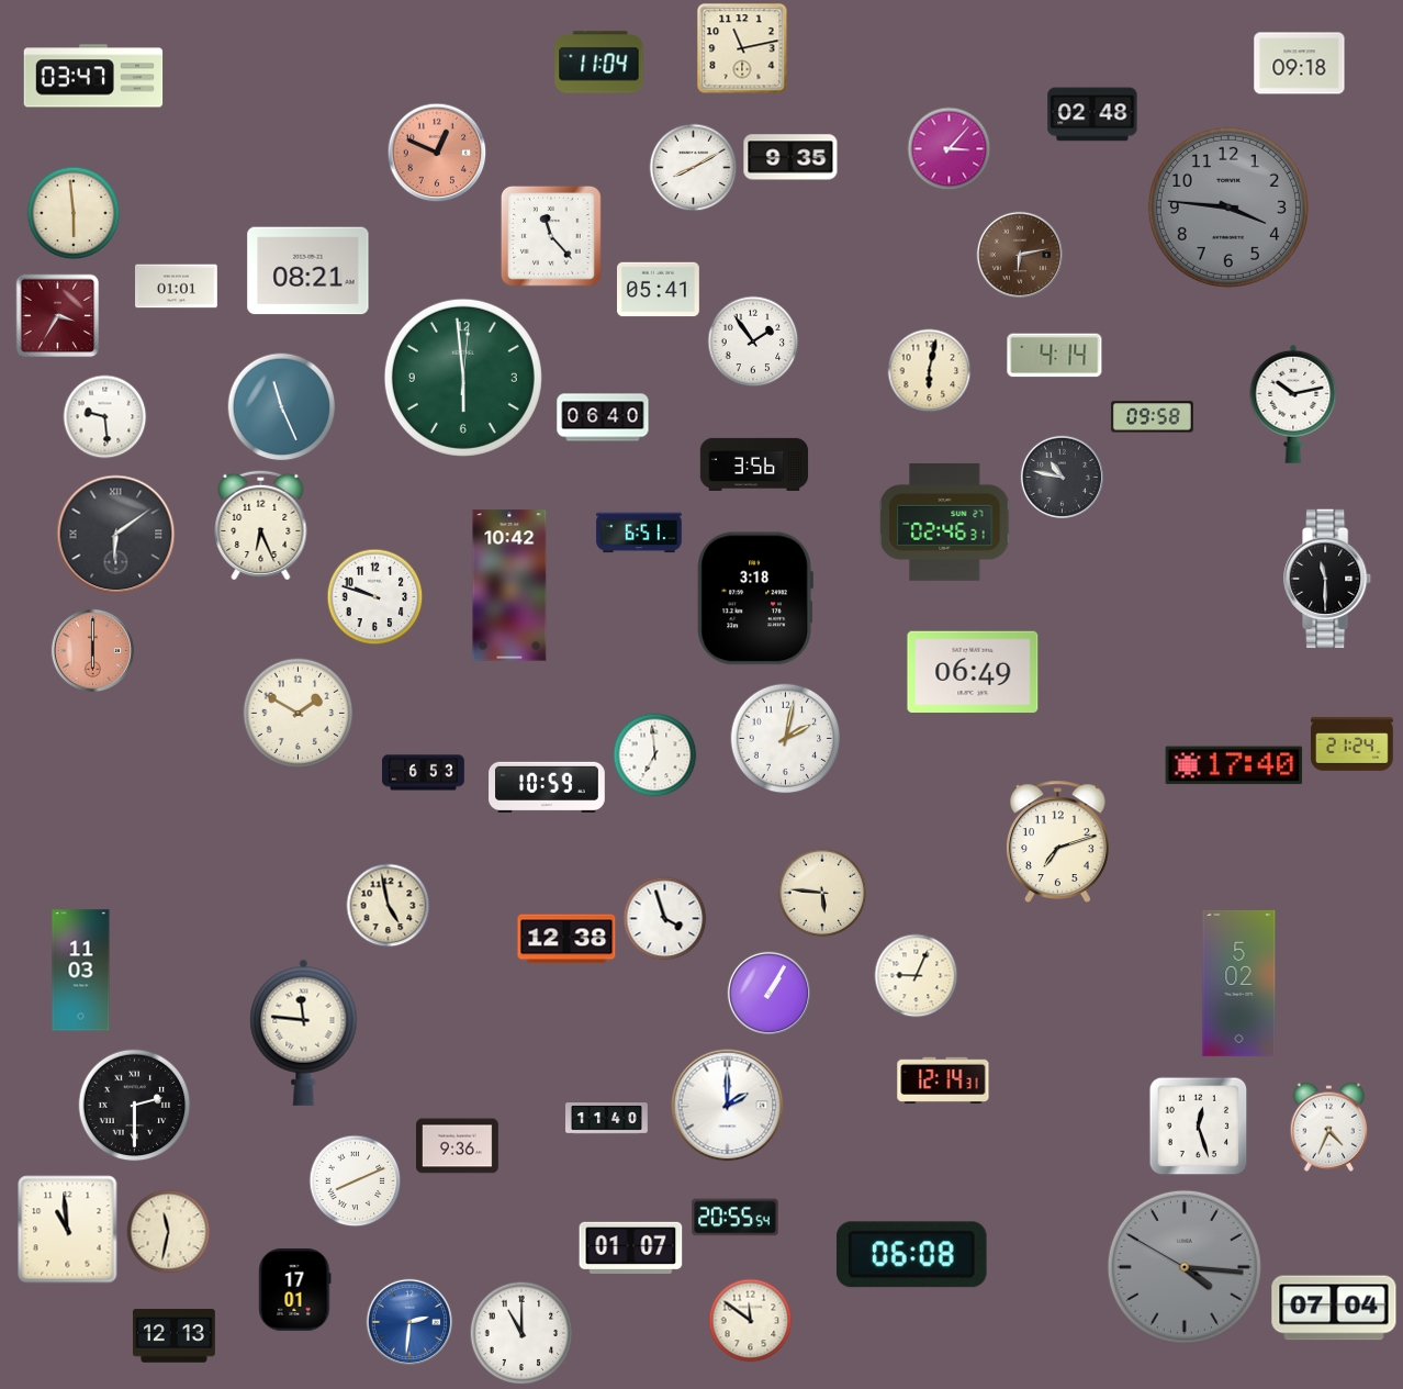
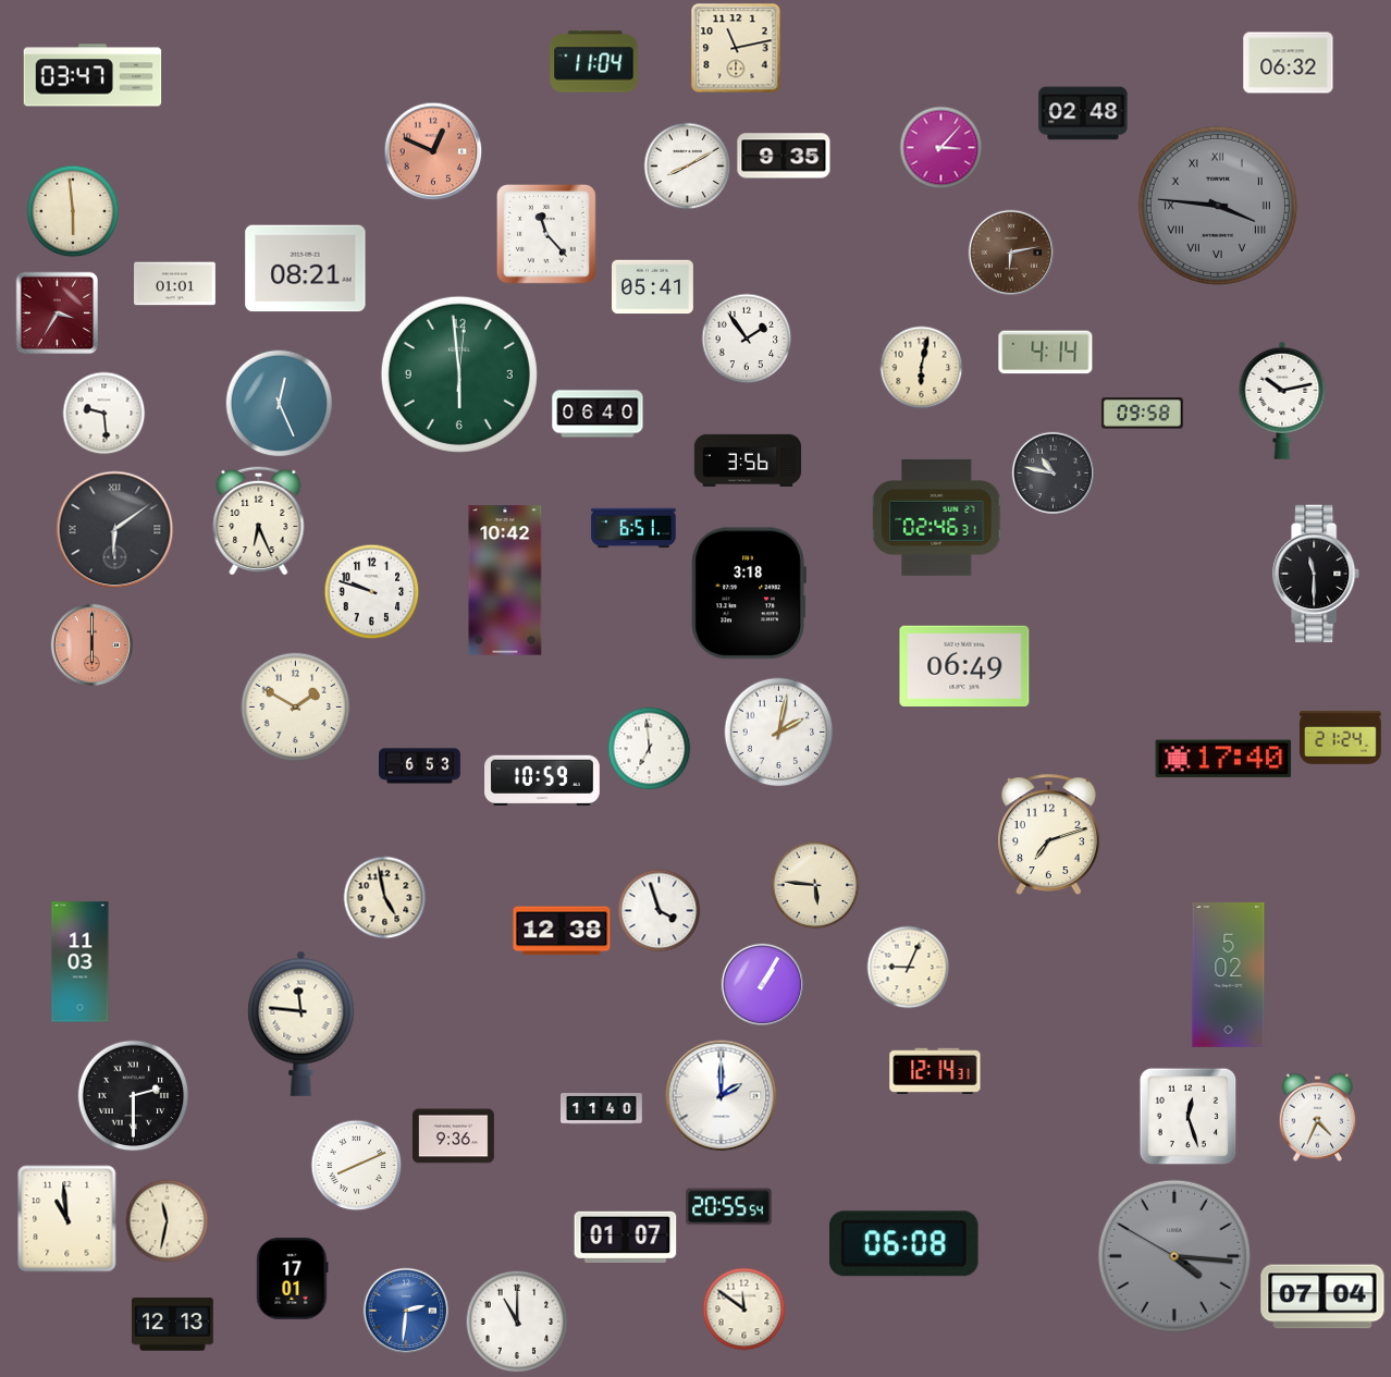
clock at (1300, 64): 09:18 -> 06:32
clock at (1228, 208) numerals: Arabic -> Roman
clock at (282, 407): 11:26 -> 12:26
clock at (356, 1181) position: (356, 1181) -> (357, 1166)
